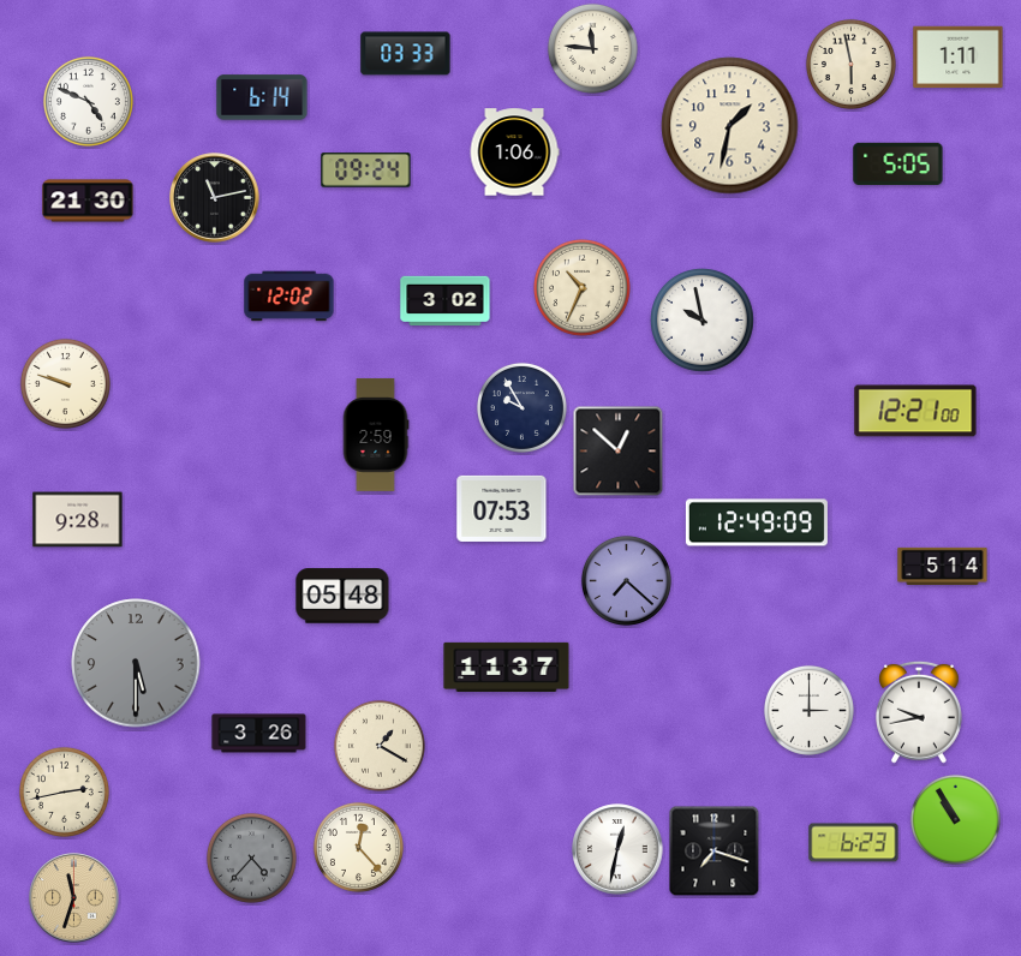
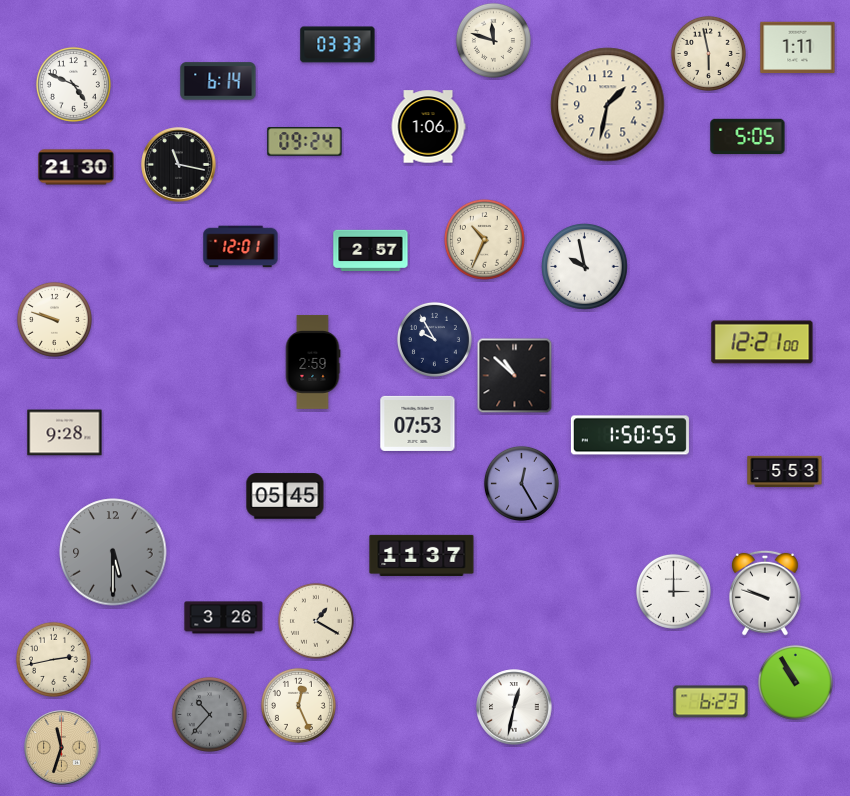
clock at (592, 48): 11:46 -> 11:48
clock at (215, 198): 11:13 -> 11:17
clock at (88, 201) position: (88, 201) -> (76, 167)
clock at (289, 297): 12:02 -> 12:01
clock at (446, 300): 3:02 -> 2:57
clock at (619, 452): 12:52 -> 10:52
clock at (757, 522): 12:49 -> 1:50
clock at (943, 566): 5:14 -> 5:53
clock at (626, 580): 7:22 -> 12:25
clock at (342, 596): 05:48 -> 05:45
clock at (920, 712): 9:43 -> 9:48
clock at (259, 734) position: (259, 734) -> (224, 618)
clock at (358, 847): 12:23 -> 12:26
clock at (715, 852): 7:18 -> none
clock at (251, 858): 4:37 -> 10:37
